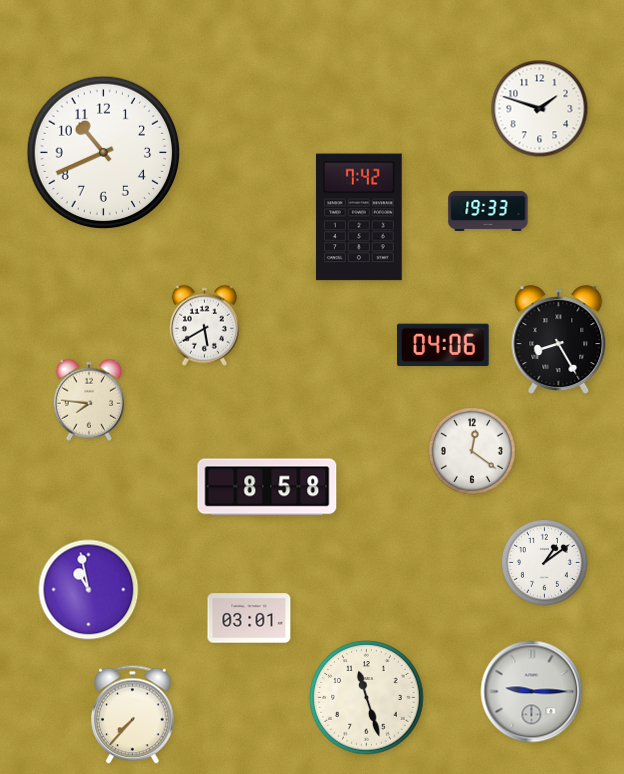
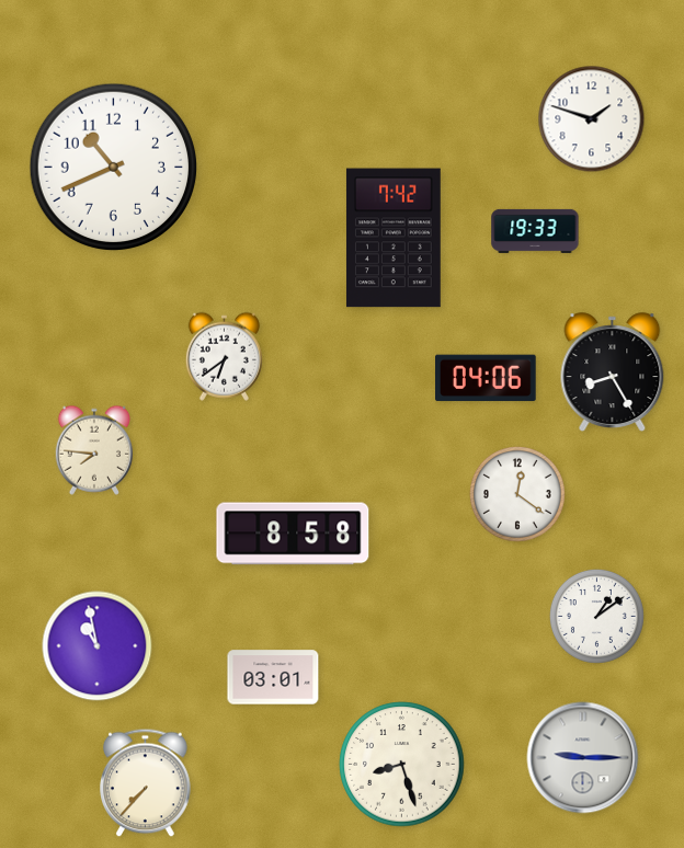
clock at (204, 325): 5:40 -> 6:39
clock at (88, 400) position: (88, 400) -> (93, 450)
clock at (367, 698): 11:27 -> 8:27
